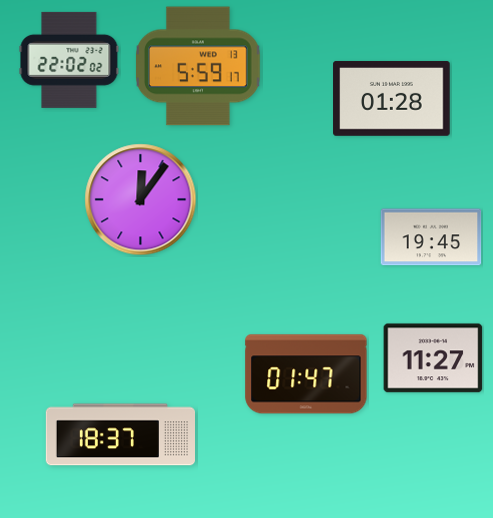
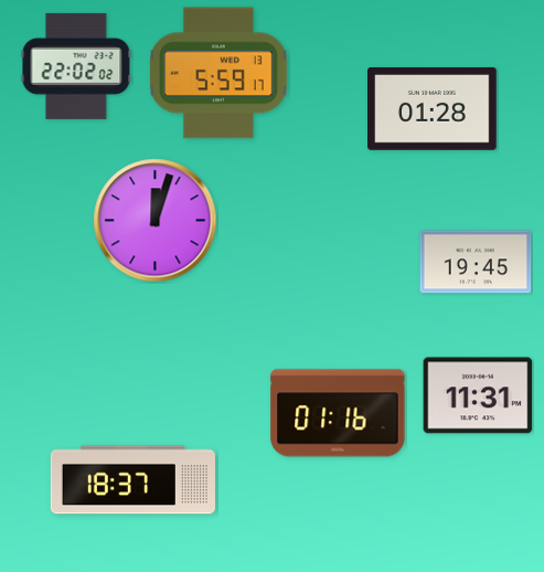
clock at (141, 200): 12:06 -> 12:03
clock at (433, 358): 11:27 -> 11:31
clock at (306, 374): 01:47 -> 01:16
